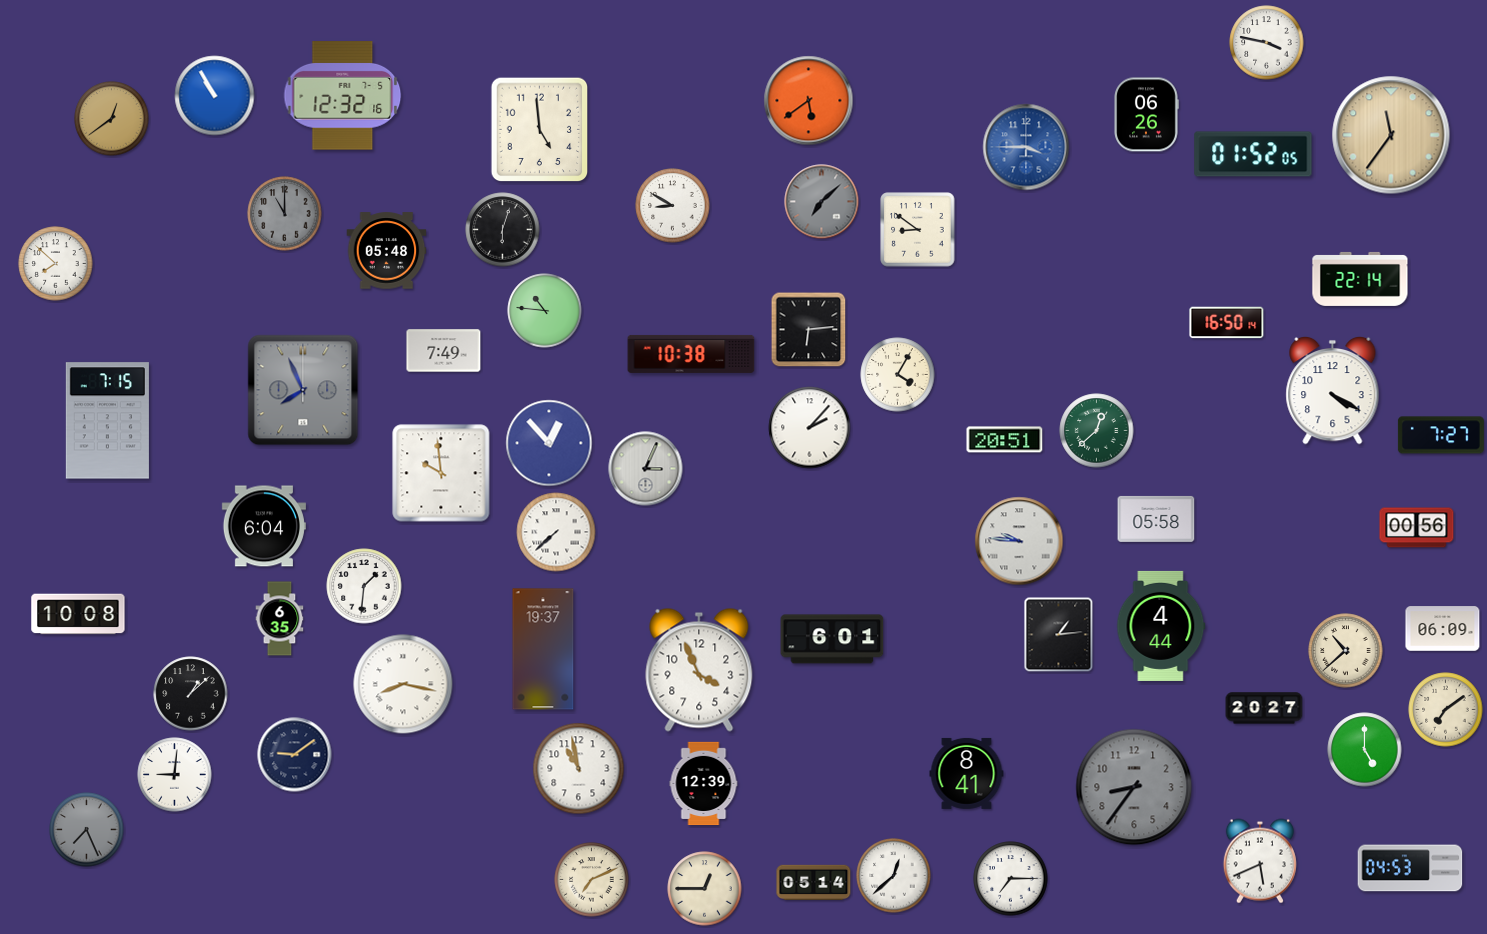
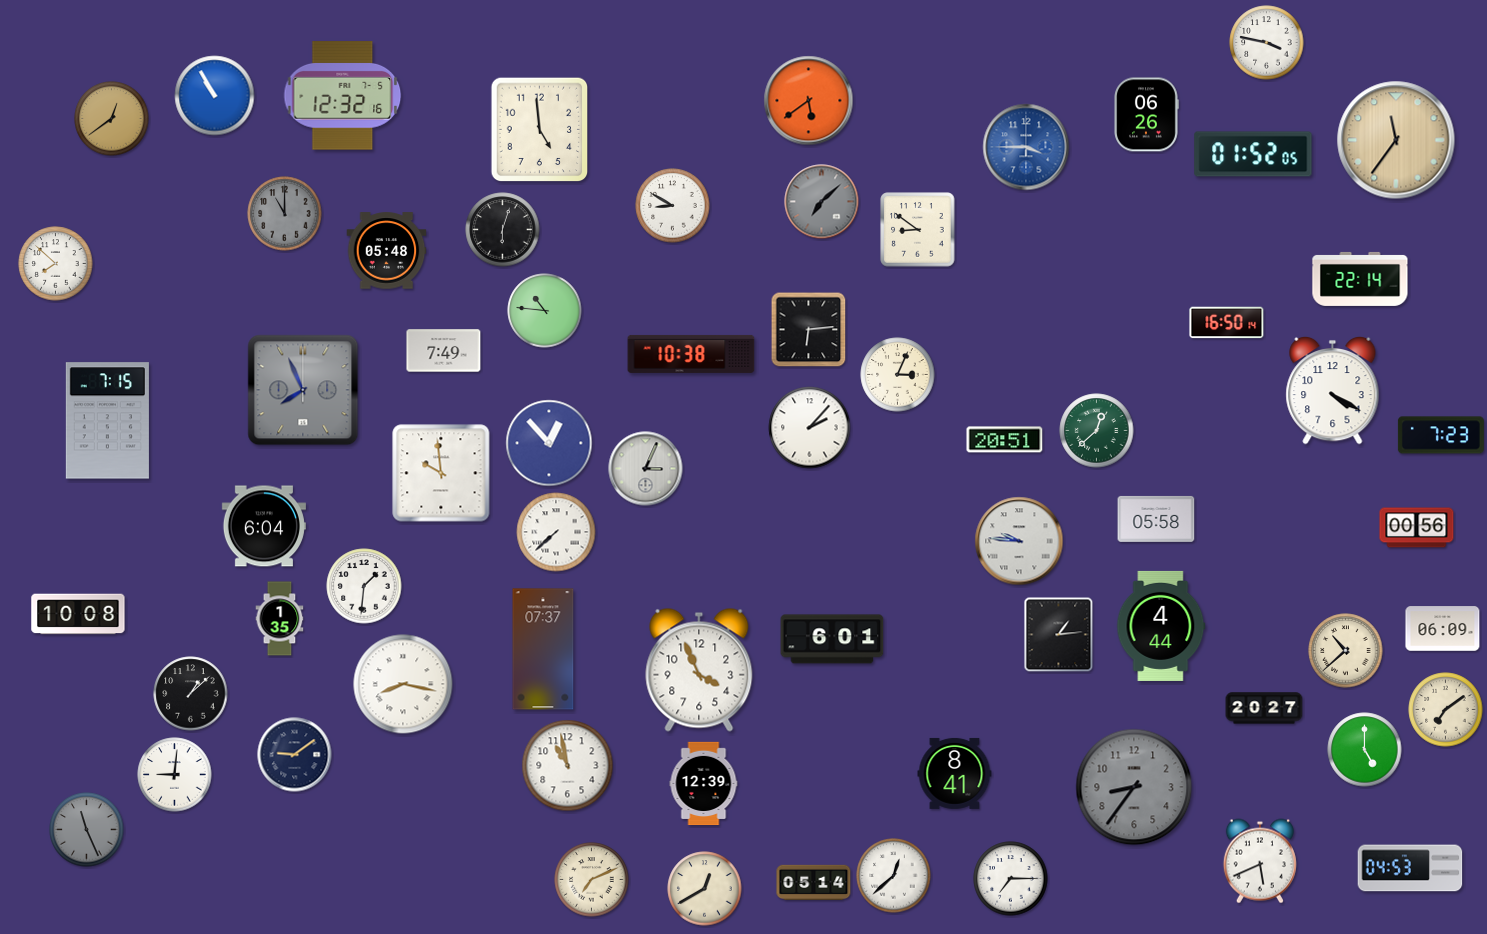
clock at (1391, 135) position: (1391, 135) -> (1396, 140)
clock at (898, 375): 4:05 -> 3:04
clock at (1441, 435): 7:27 -> 7:23
clock at (280, 619): 6:35 -> 1:35
clock at (543, 649): 19:37 -> 07:37
clock at (579, 769) position: (579, 769) -> (568, 766)
clock at (967, 773) position: (967, 773) -> (955, 773)
clock at (87, 830): 7:26 -> 11:26
clock at (705, 889): 12:45 -> 12:40
